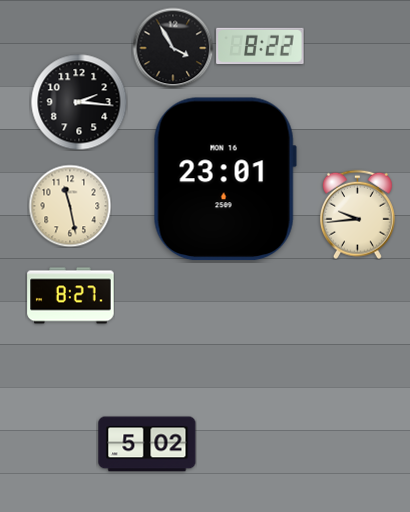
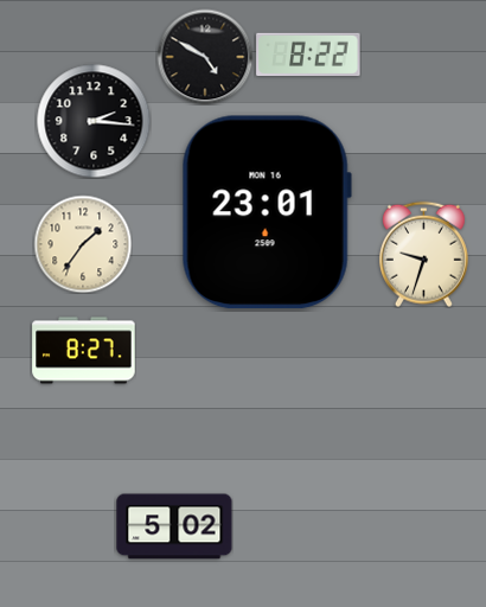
clock at (173, 48): 3:55 -> 4:50
clock at (70, 206): 11:28 -> 1:36
clock at (357, 214): 9:44 -> 9:33
